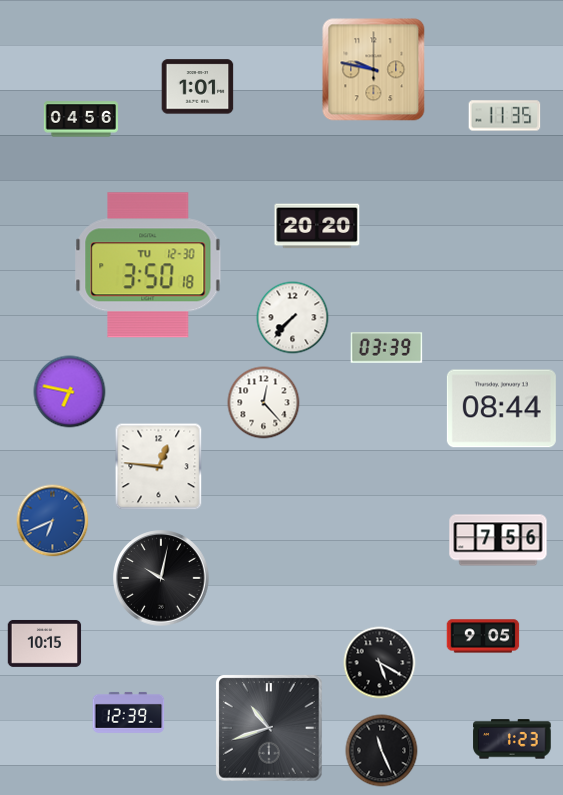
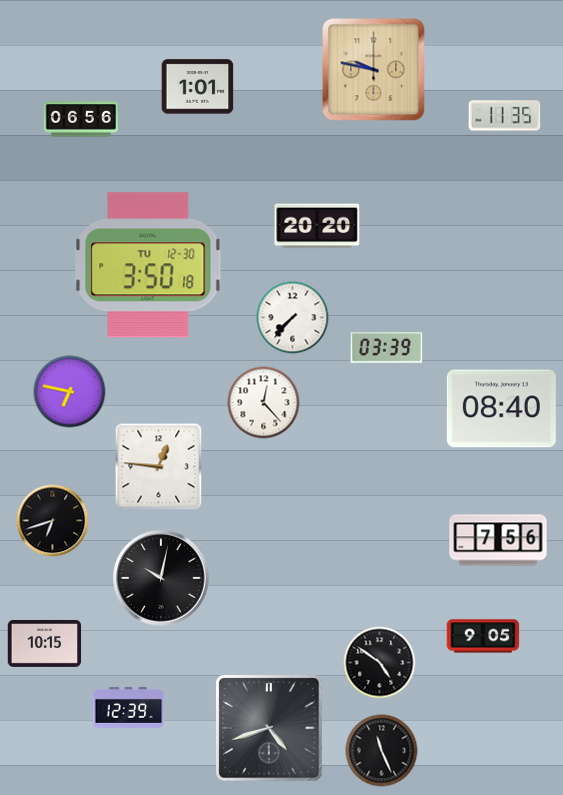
clock at (81, 119): 04:56 -> 06:56
clock at (501, 409): 08:44 -> 08:40
clock at (53, 521): 6:41 -> 6:42
clock at (53, 521) dial: blue -> black
clock at (380, 663): 5:20 -> 4:51
clock at (129, 712) position: (129, 712) -> (129, 707)
clock at (269, 728): 10:42 -> 4:42
clock at (512, 739): 1:23 -> none
